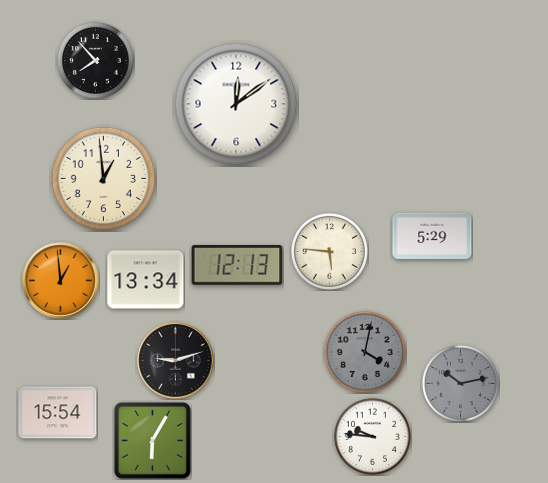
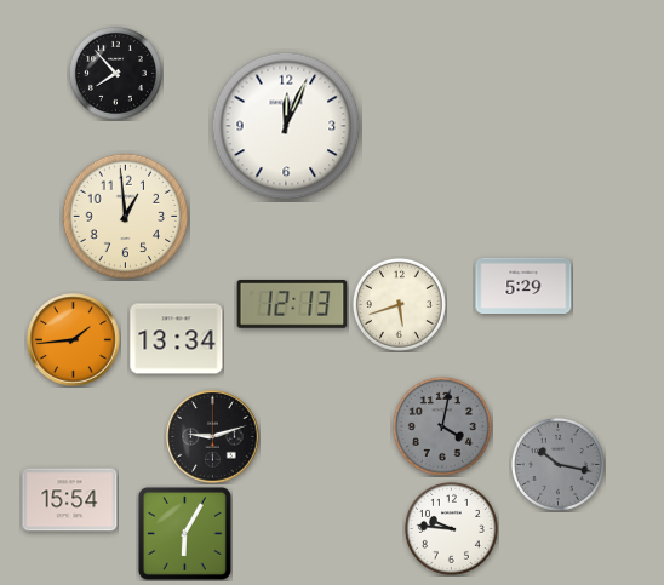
clock at (236, 104): 12:09 -> 12:04
clock at (329, 251): 5:46 -> 5:42
clock at (237, 266) position: (237, 266) -> (292, 305)
clock at (61, 281): 12:59 -> 1:44
clock at (460, 383): 10:13 -> 10:17
